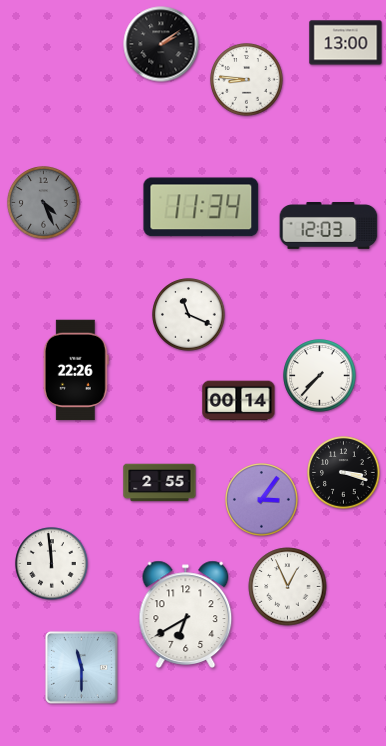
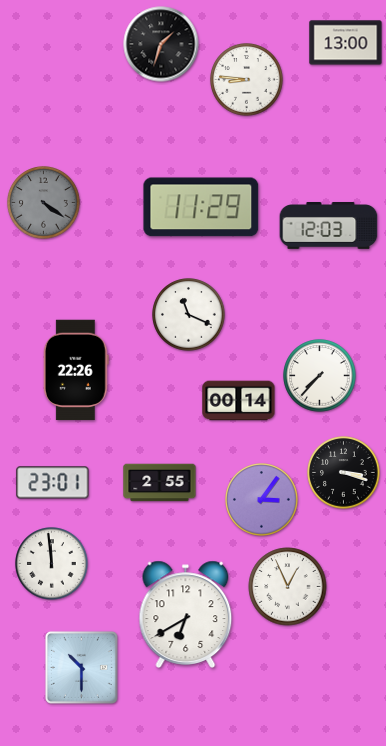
clock at (161, 44): 2:09 -> 1:33
clock at (44, 203): 4:26 -> 4:21
clock at (201, 207): 11:34 -> 11:29
clock at (53, 483): none -> 23:01
clock at (81, 667): 11:30 -> 10:30
